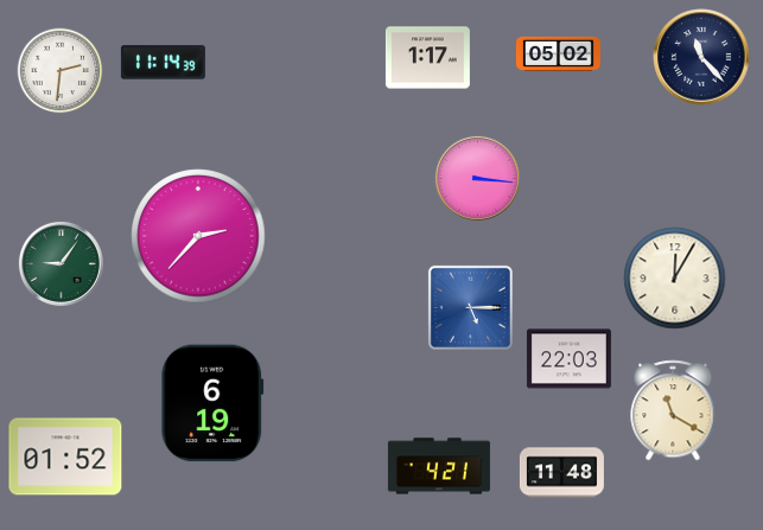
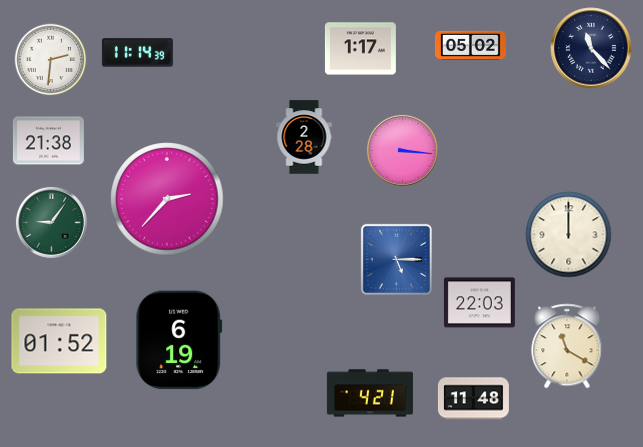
clock at (304, 137): none -> 2:28
clock at (48, 141): none -> 21:38
clock at (675, 279): 12:05 -> 12:00
clock at (65, 456) position: (65, 456) -> (59, 341)
